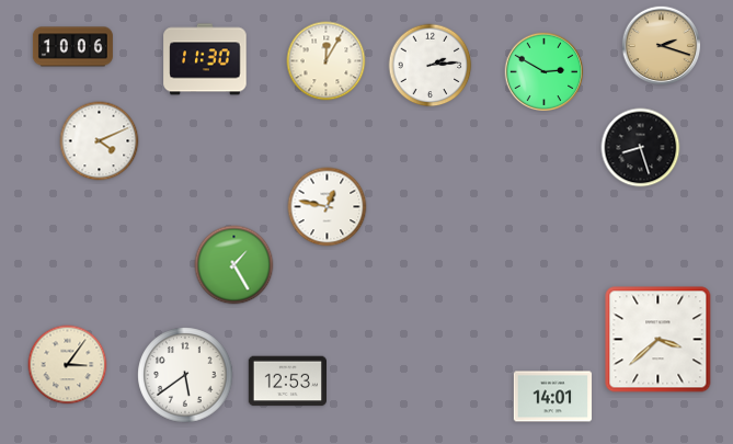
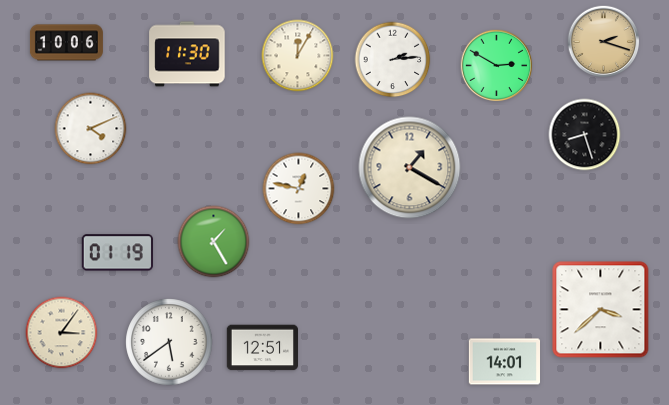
clock at (410, 168): none -> 1:20
clock at (117, 253): none -> 01:19
clock at (287, 382): 12:53 -> 12:51
